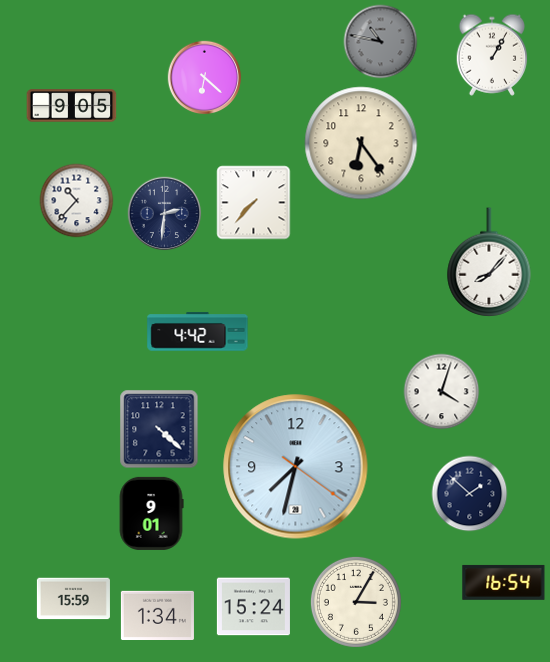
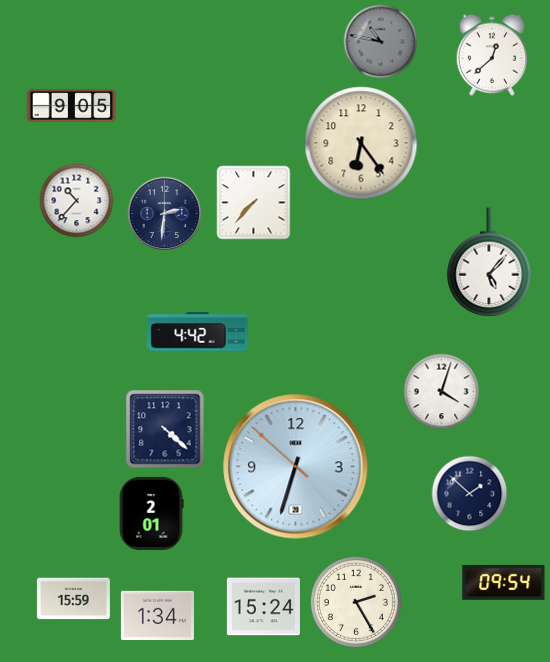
clock at (492, 55): 1:05 -> 12:38
clock at (205, 78): 6:22 -> none
clock at (489, 262): 8:07 -> 5:07
clock at (159, 429) position: (159, 429) -> (165, 429)
clock at (296, 467): 7:32 -> 6:32
clock at (151, 513): 9:01 -> 2:01
clock at (504, 582): 16:54 -> 09:54
clock at (356, 602): 3:05 -> 2:25
clock at (253, 607) position: (253, 607) -> (263, 607)
